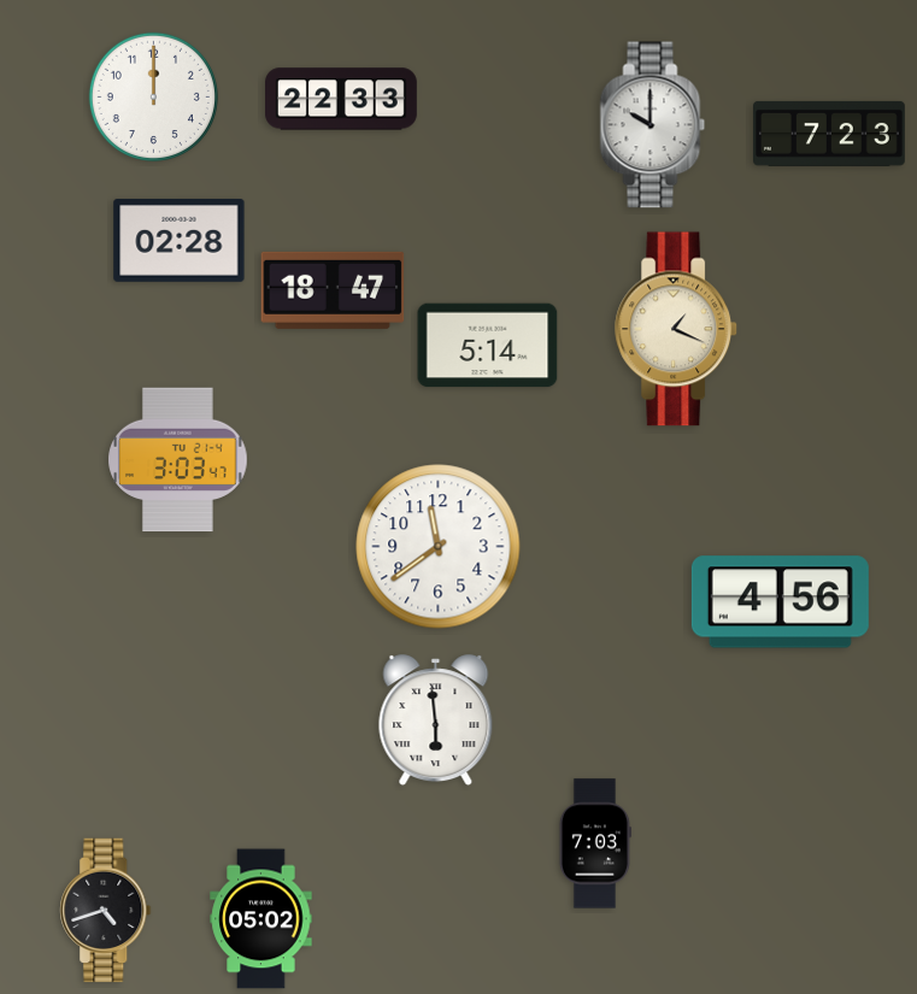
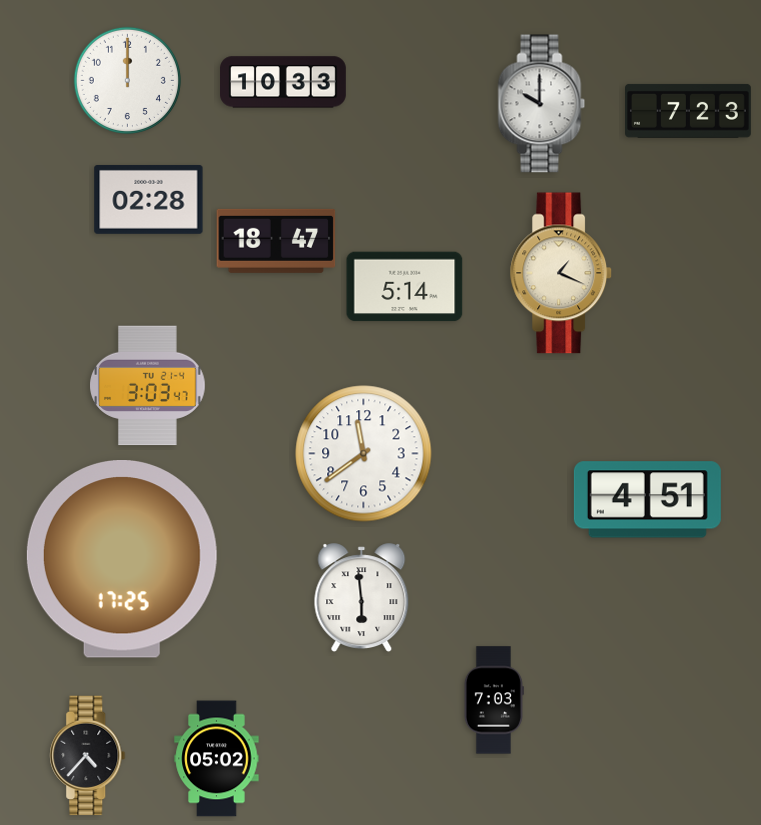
clock at (342, 99): 22:33 -> 10:33
clock at (178, 460) position: (178, 460) -> (148, 386)
clock at (780, 602): 4:56 -> 4:51
clock at (122, 560): none -> 17:25
clock at (106, 911): 4:42 -> 4:37
clock at (261, 919) position: (261, 919) -> (217, 759)
